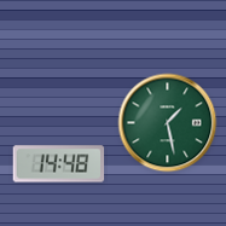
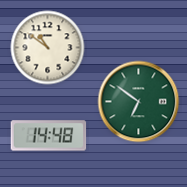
clock at (48, 48): none -> 10:51
clock at (168, 123): 1:28 -> 6:51
